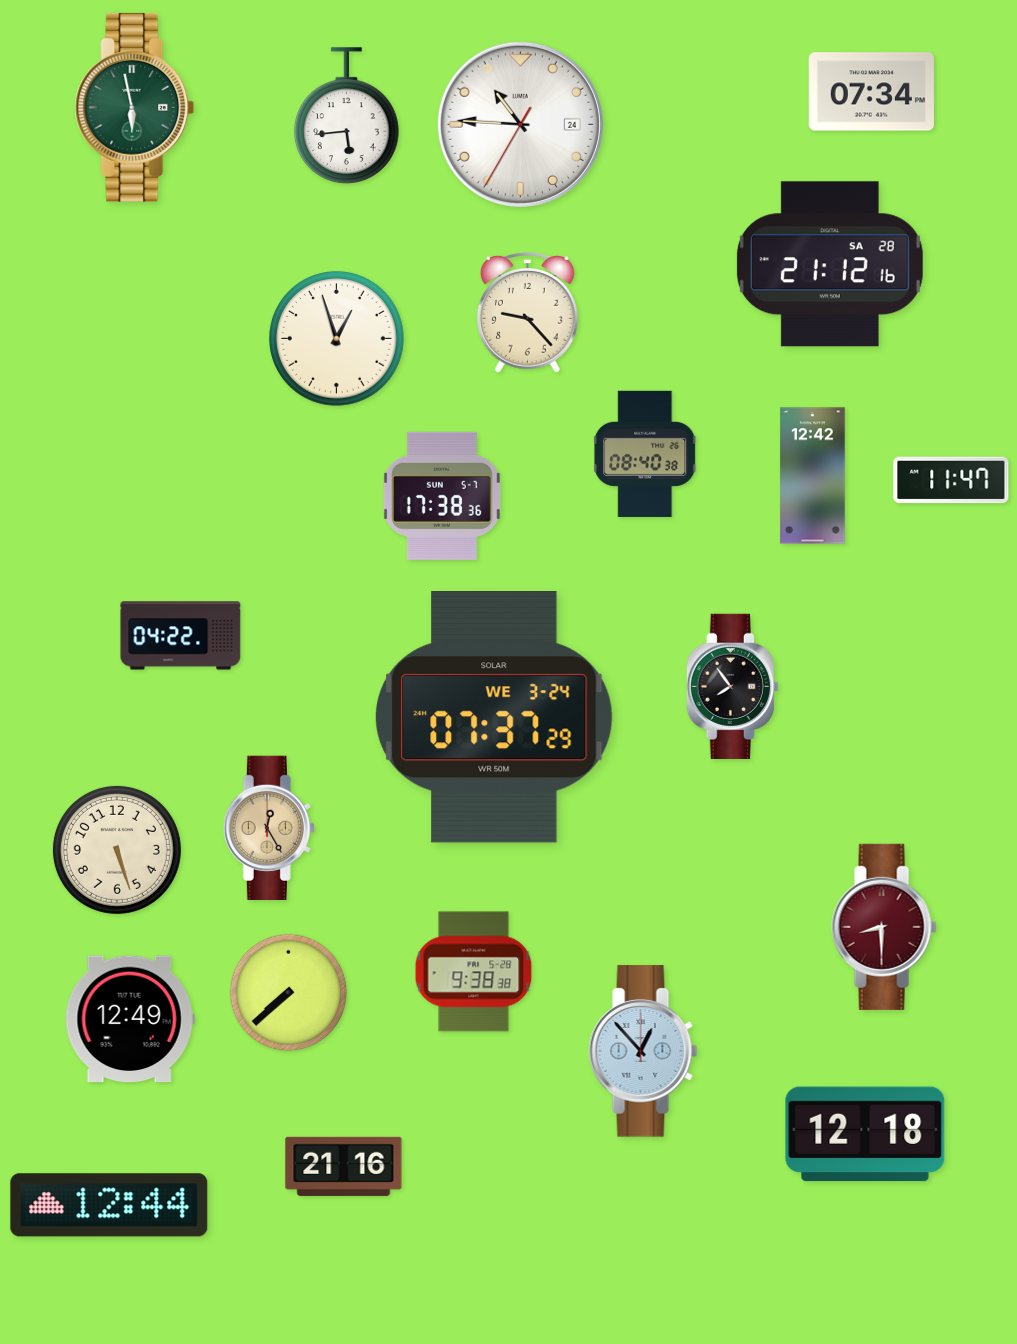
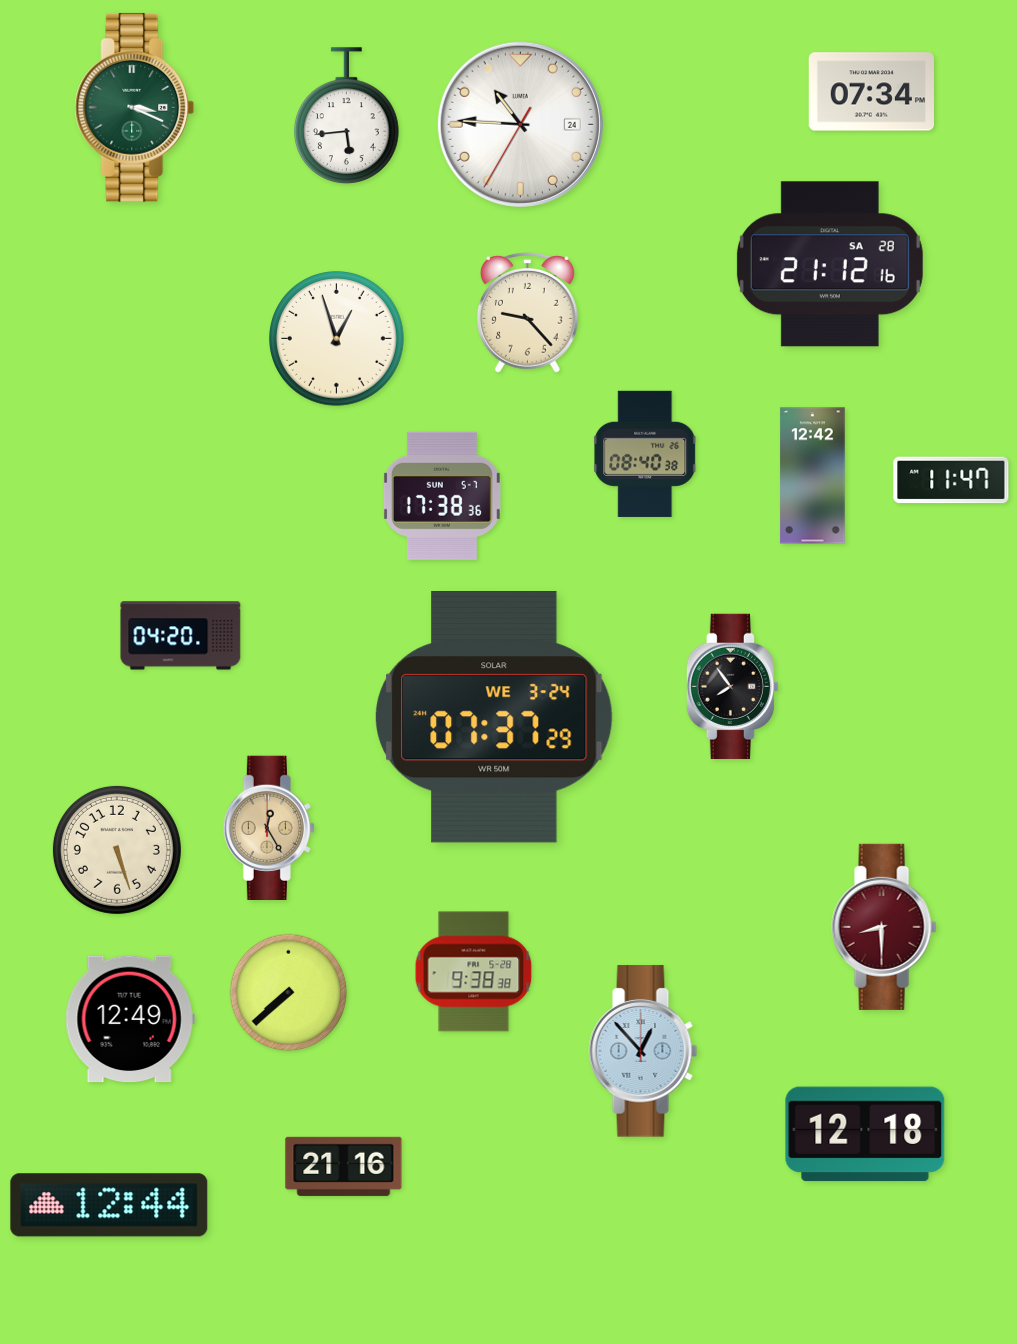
clock at (135, 107): 5:58 -> 3:19
clock at (181, 636): 04:22 -> 04:20
